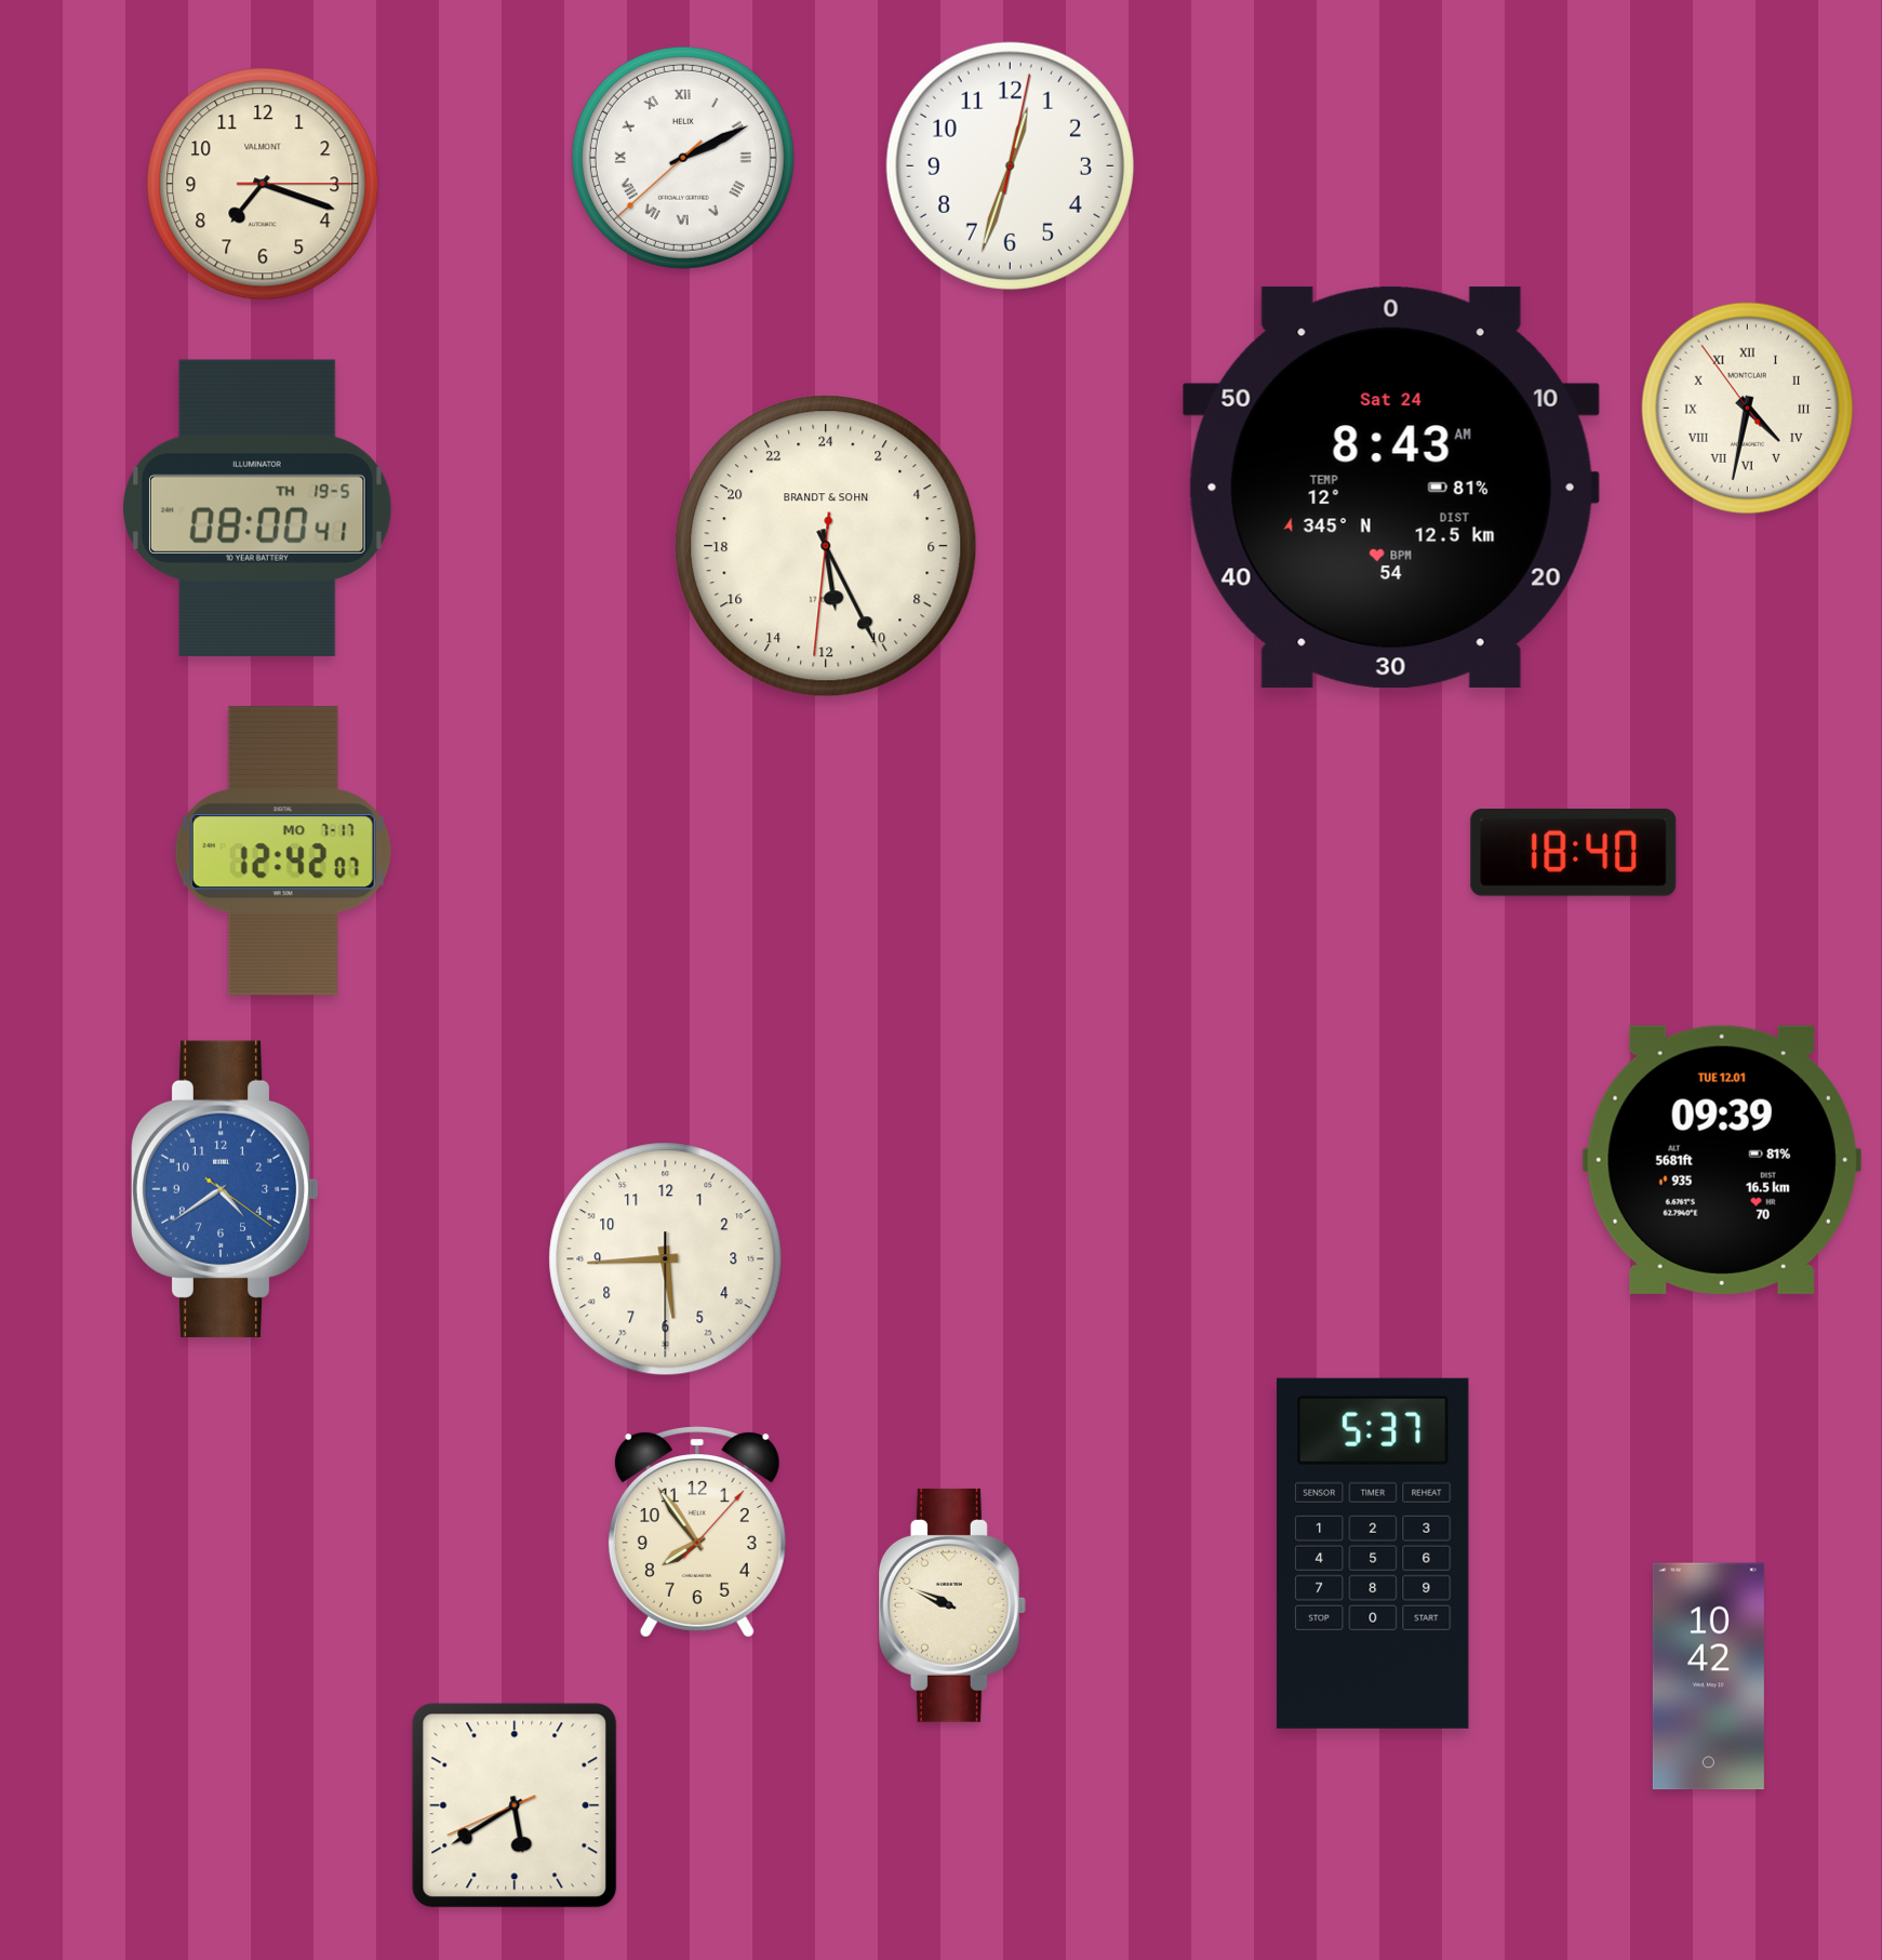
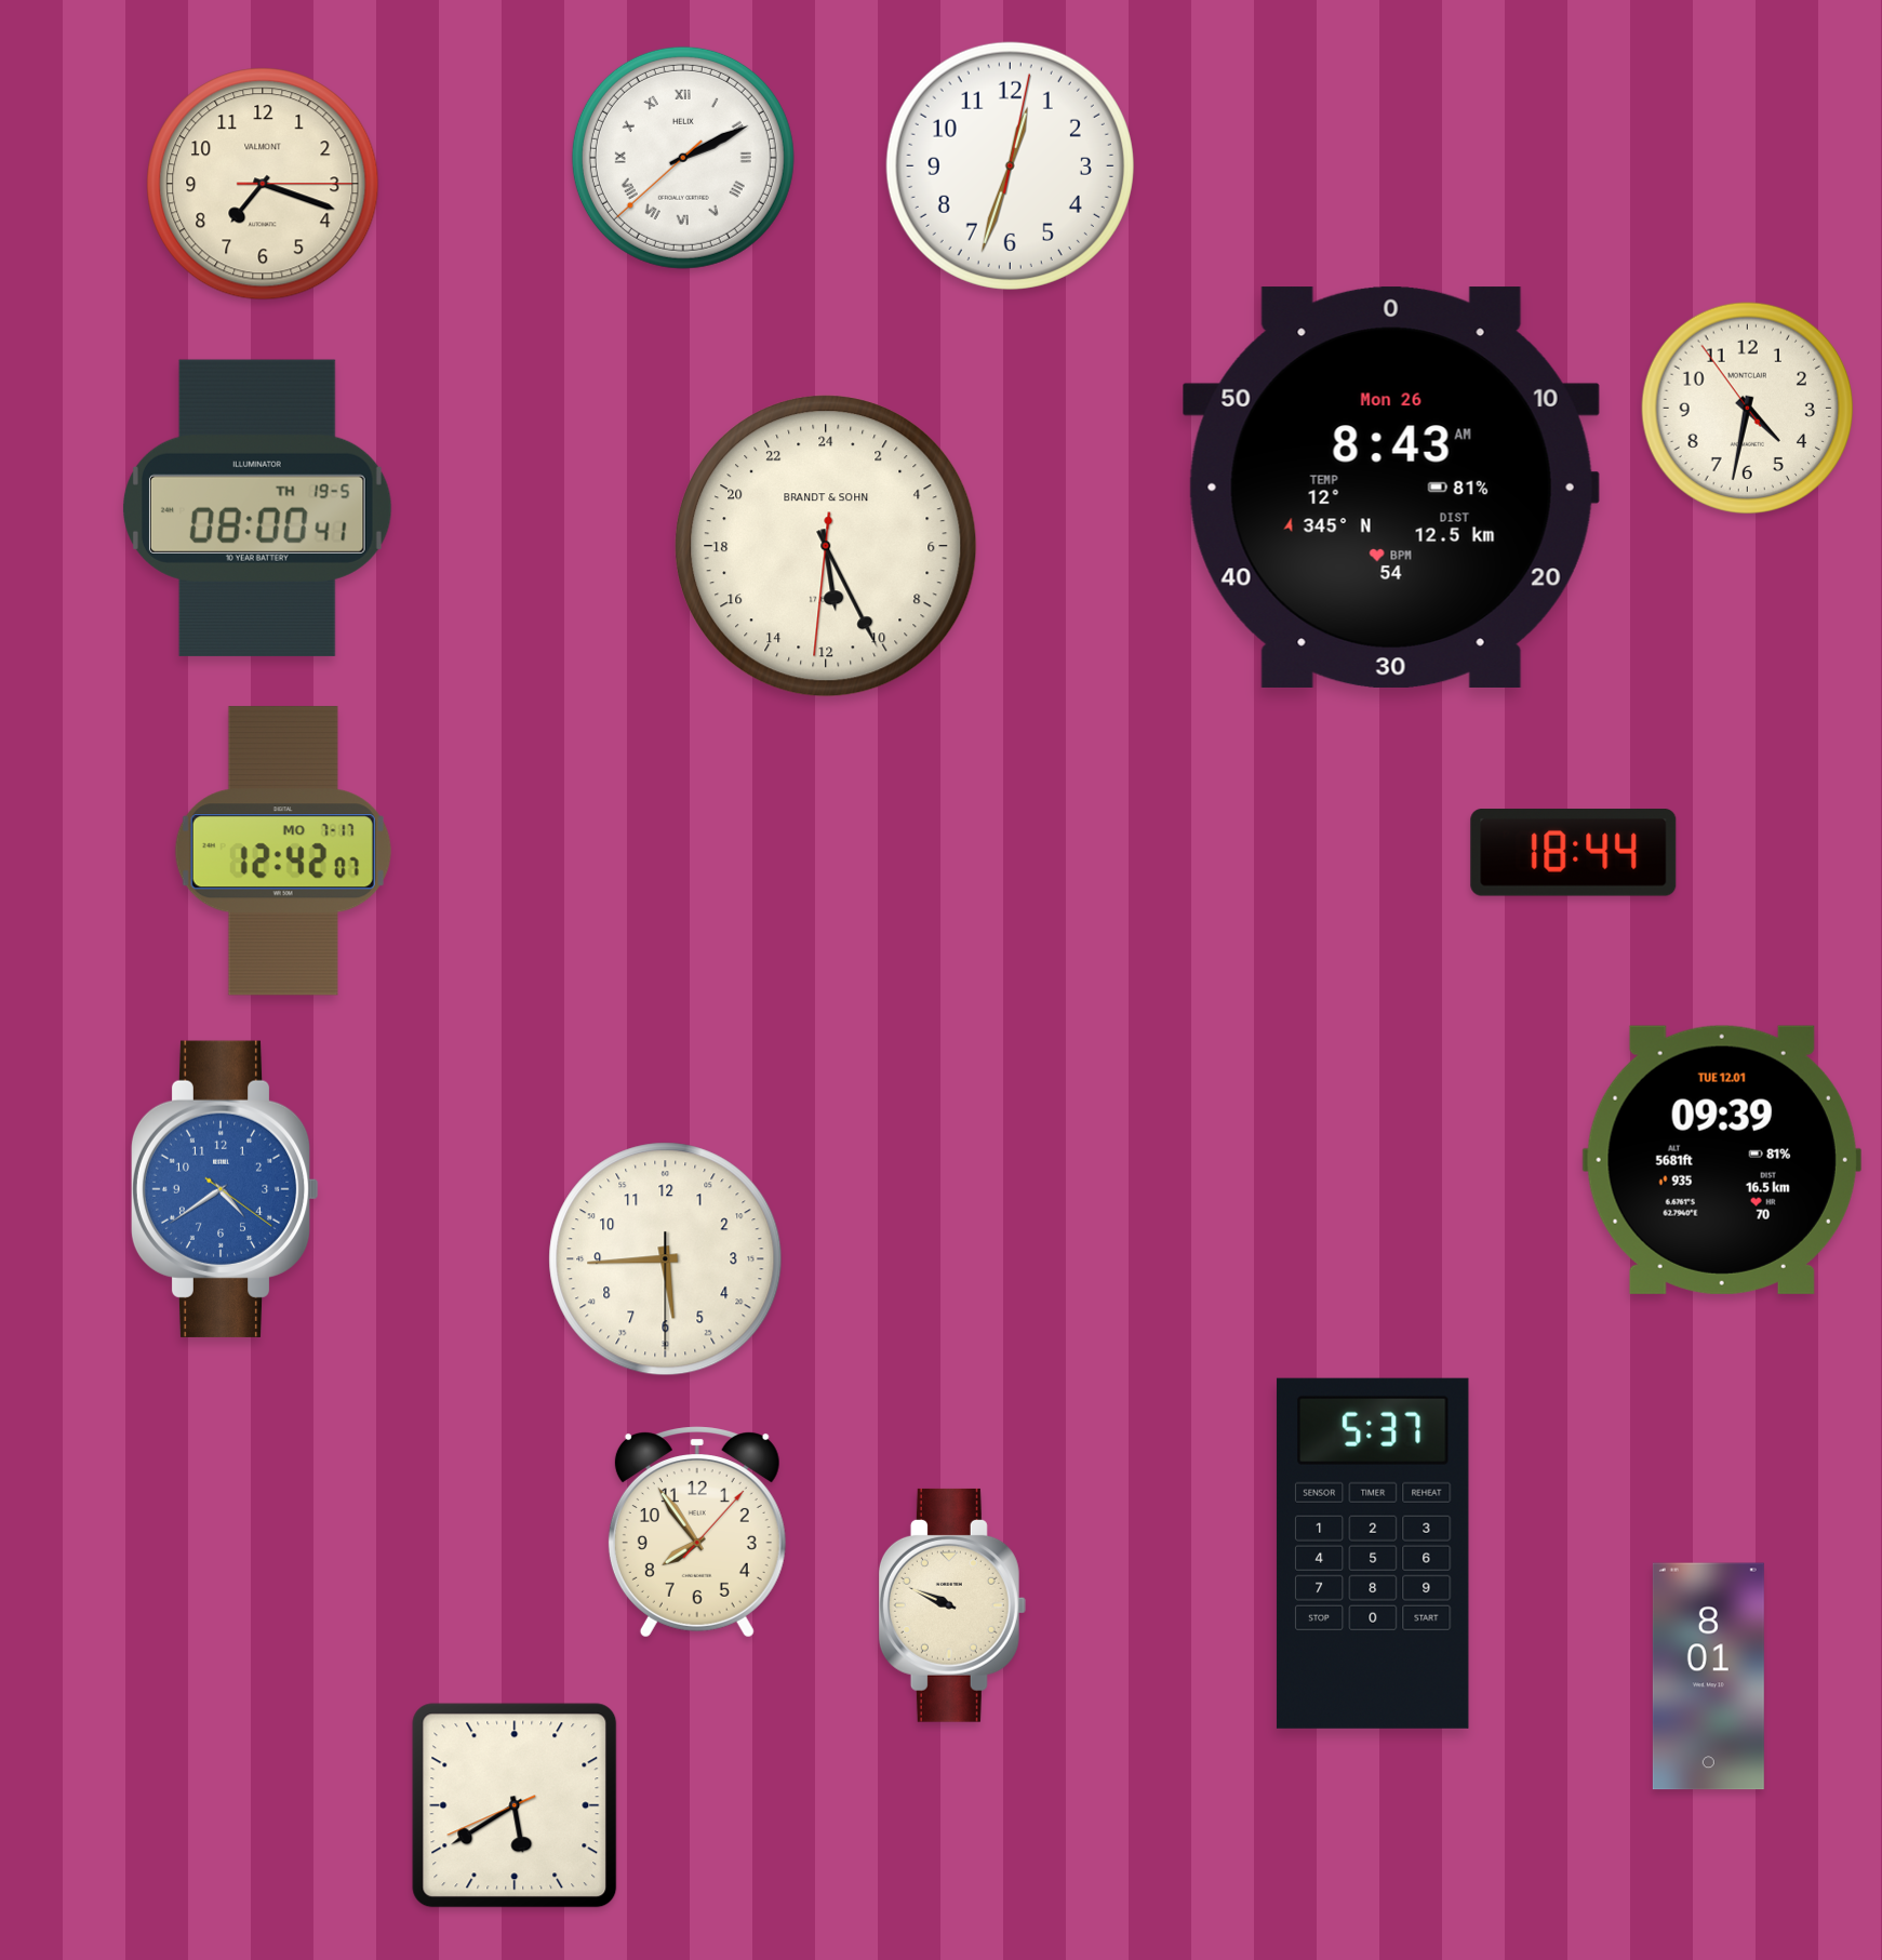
clock at (1748, 409) numerals: Roman -> Arabic
clock at (1391, 488) date: Sat 24 -> Mon 26
clock at (1574, 853): 18:40 -> 18:44
clock at (1708, 1677): 10:42 -> 8:01
